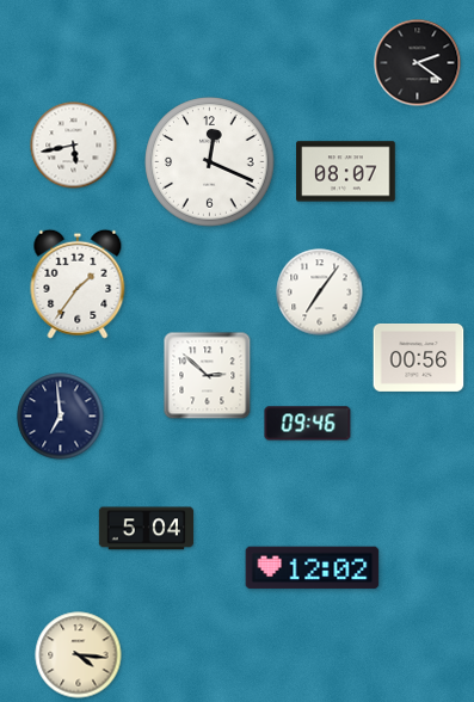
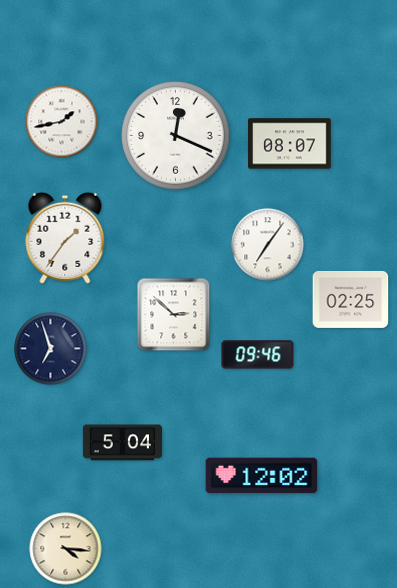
clock at (418, 63): 2:21 -> none
clock at (74, 146): 5:43 -> 1:43
clock at (419, 357): 00:56 -> 02:25
clock at (61, 417): 6:59 -> 6:57
